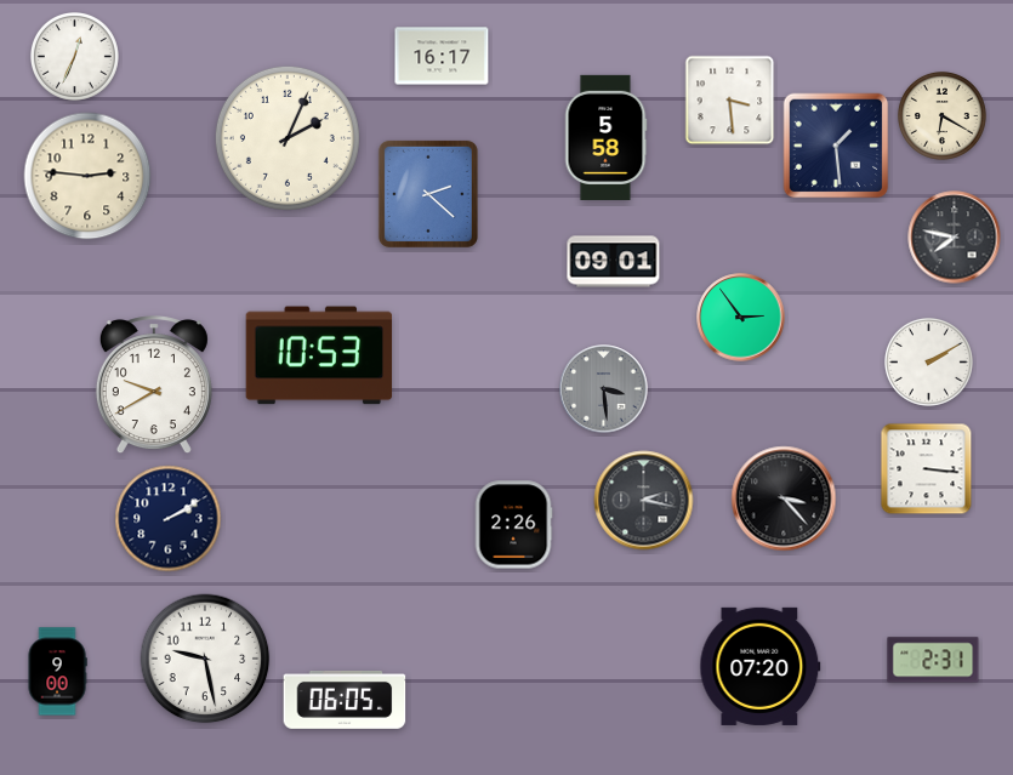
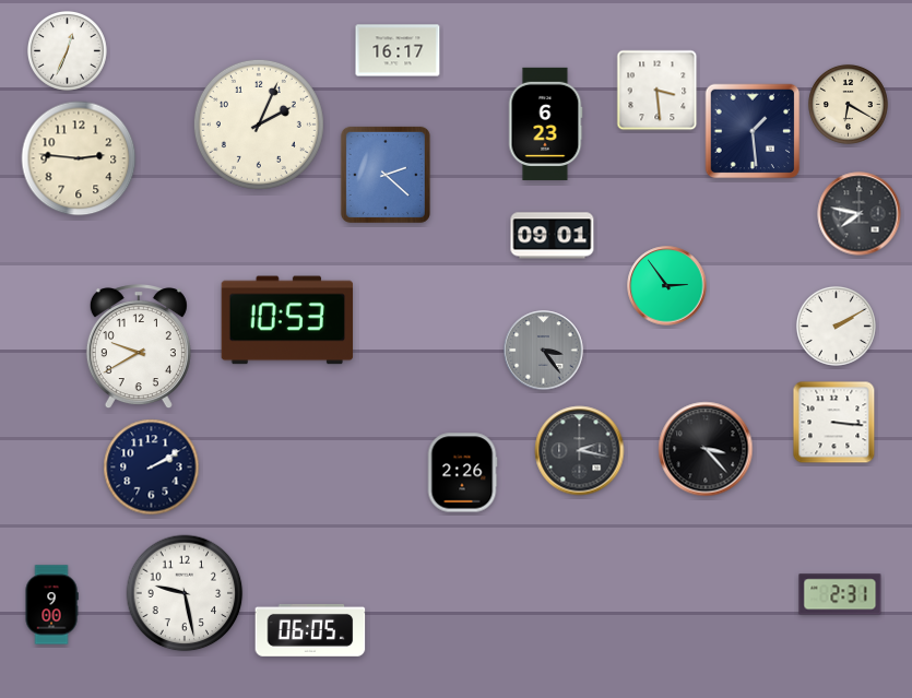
clock at (605, 137): 5:58 -> 6:23
clock at (604, 389): 3:29 -> 3:24
clock at (761, 666): 07:20 -> none
